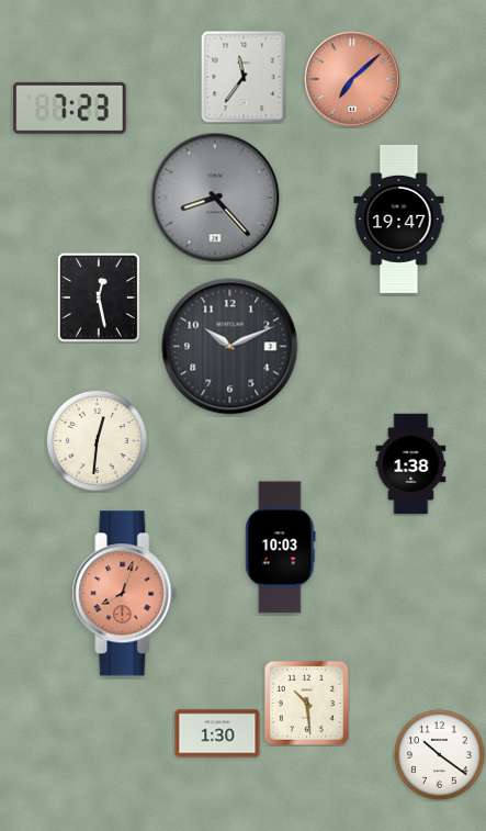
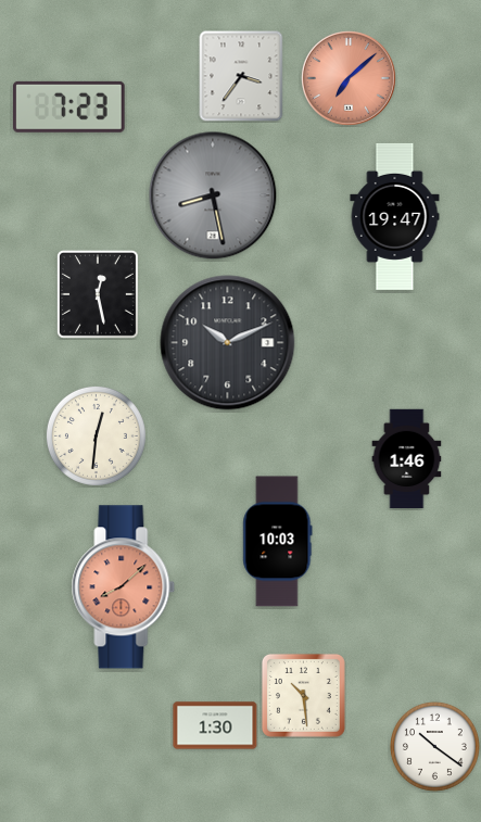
clock at (244, 77): 11:36 -> 3:36
clock at (215, 198): 8:23 -> 8:28
clock at (411, 464): 1:38 -> 1:46
clock at (125, 594): 8:03 -> 8:08
